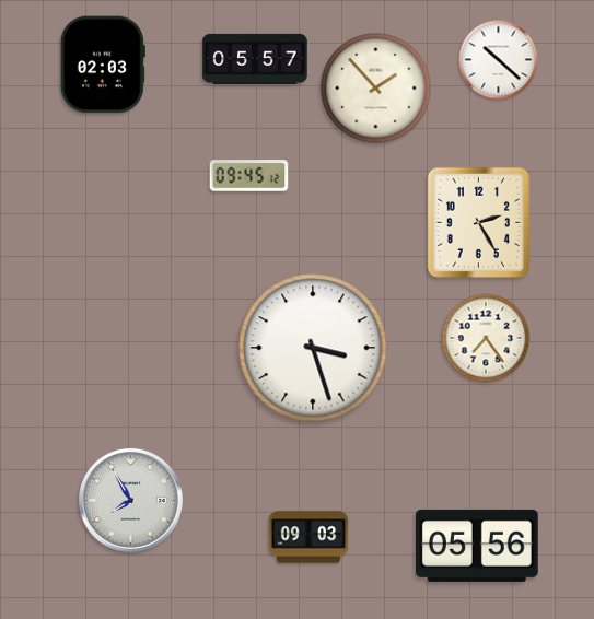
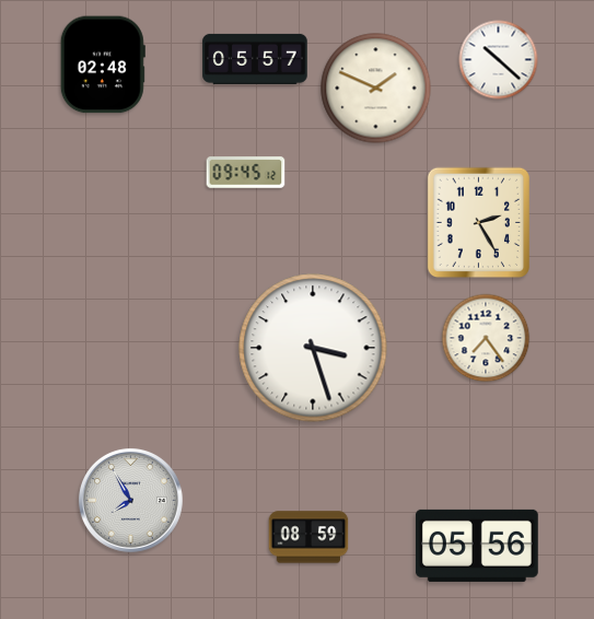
clock at (103, 65): 02:03 -> 02:48
clock at (376, 89): 1:53 -> 1:49
clock at (249, 176) position: (249, 176) -> (246, 173)
clock at (308, 537): 09:03 -> 08:59
